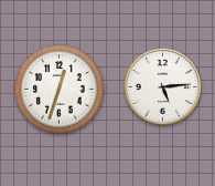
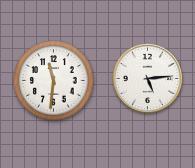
clock at (60, 90): 12:33 -> 11:31
